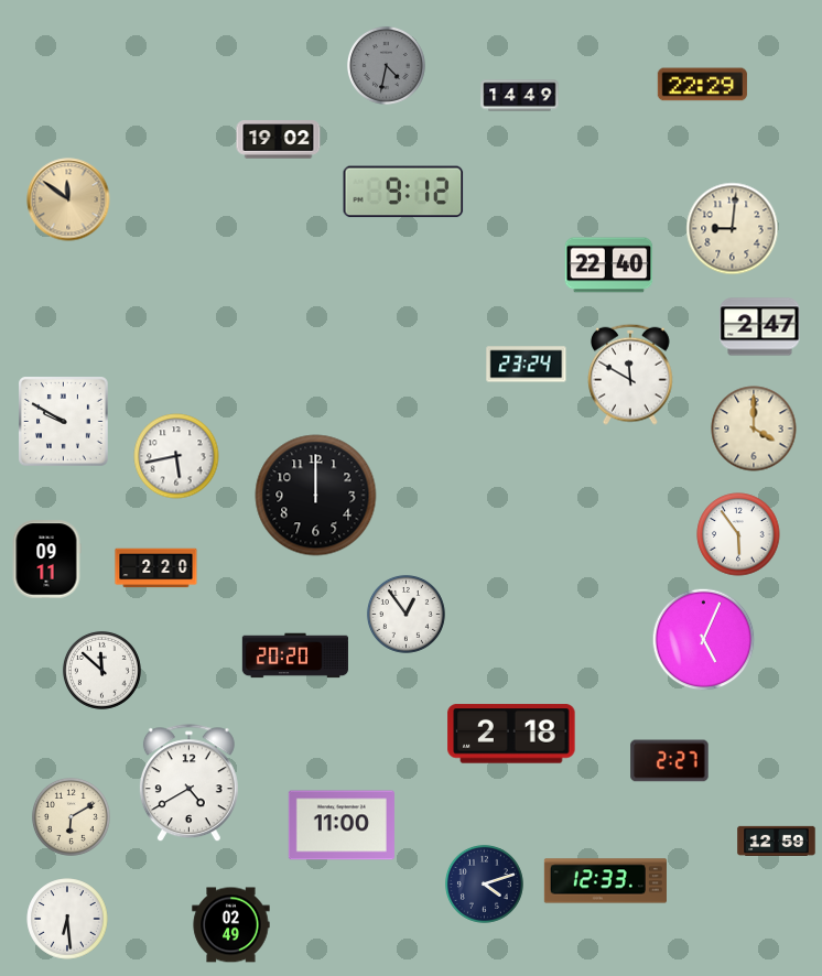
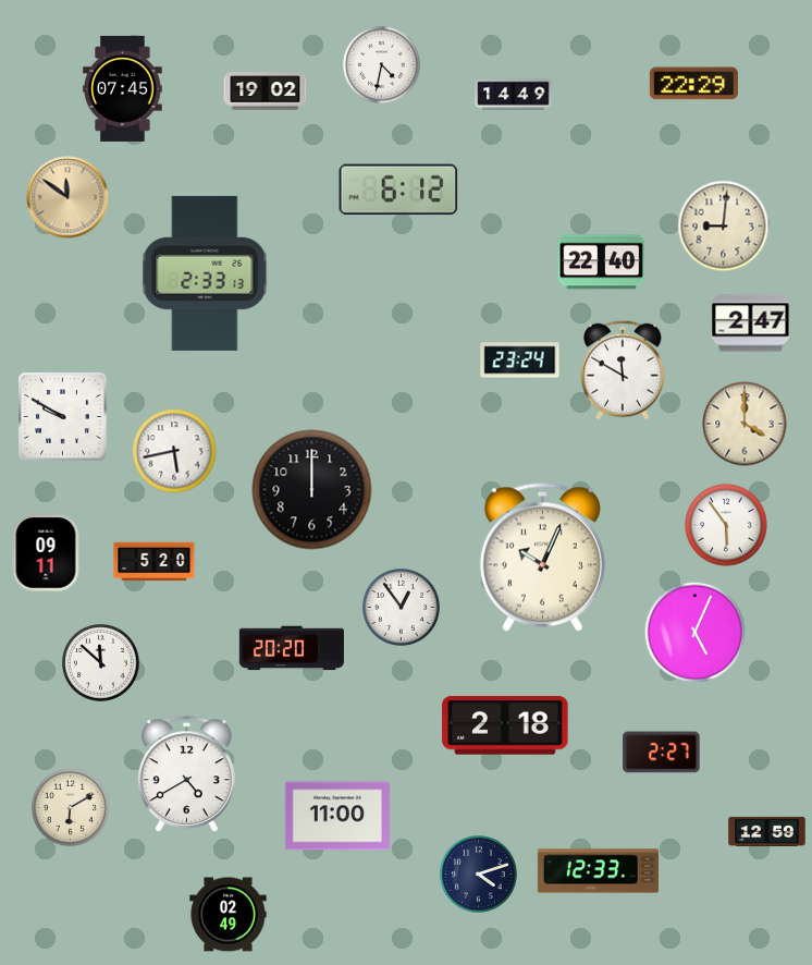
clock at (386, 65) dial: grey -> white
clock at (123, 88): none -> 07:45
clock at (279, 140) position: (279, 140) -> (266, 91)
clock at (403, 192): 9:12 -> 6:12
clock at (205, 273): none -> 2:33
clock at (738, 534) position: (738, 534) -> (726, 525)
clock at (542, 557): none -> 10:04
clock at (156, 568): 2:20 -> 5:20
clock at (67, 919): 6:29 -> none
